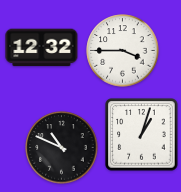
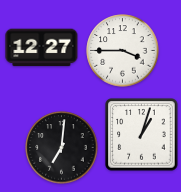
clock at (42, 48): 12:32 -> 12:27
clock at (62, 148): 10:49 -> 7:01
